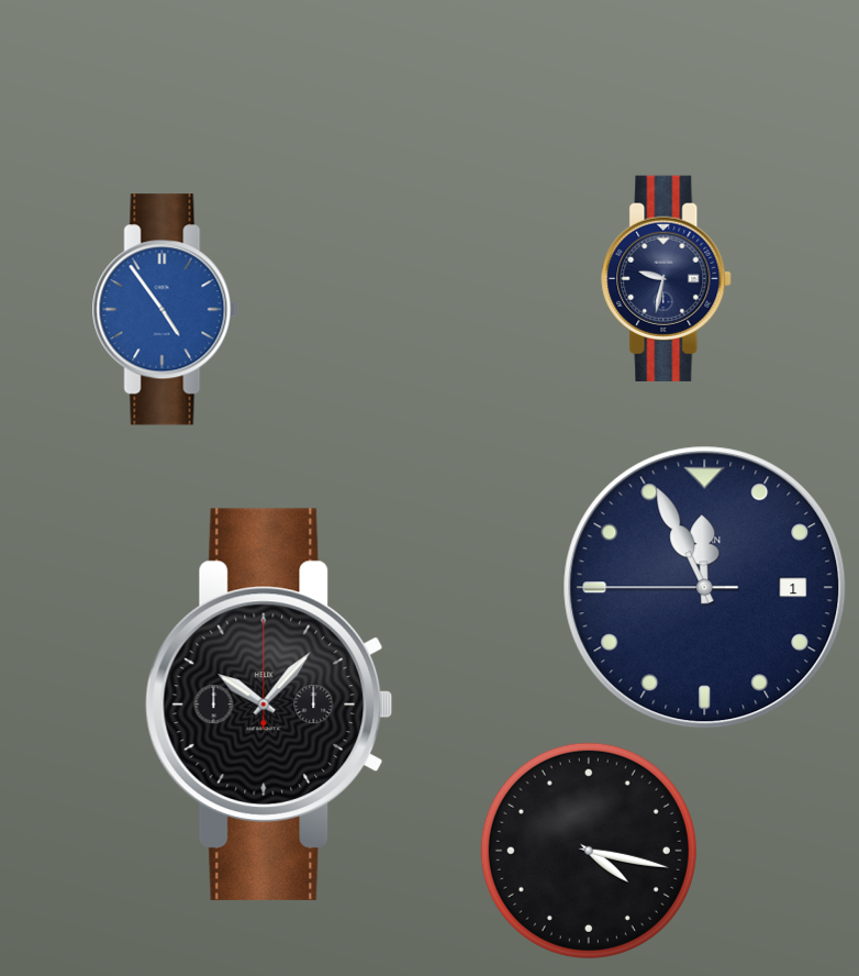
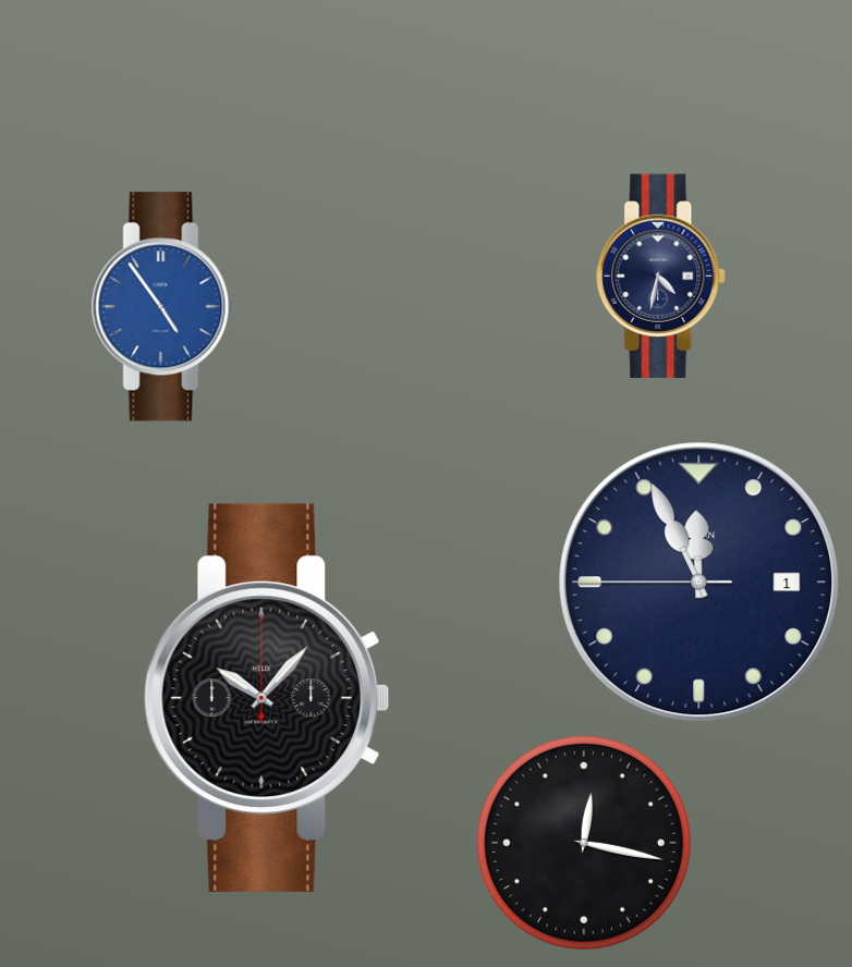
clock at (667, 278): 9:32 -> 4:32
clock at (589, 851): 4:17 -> 12:17
